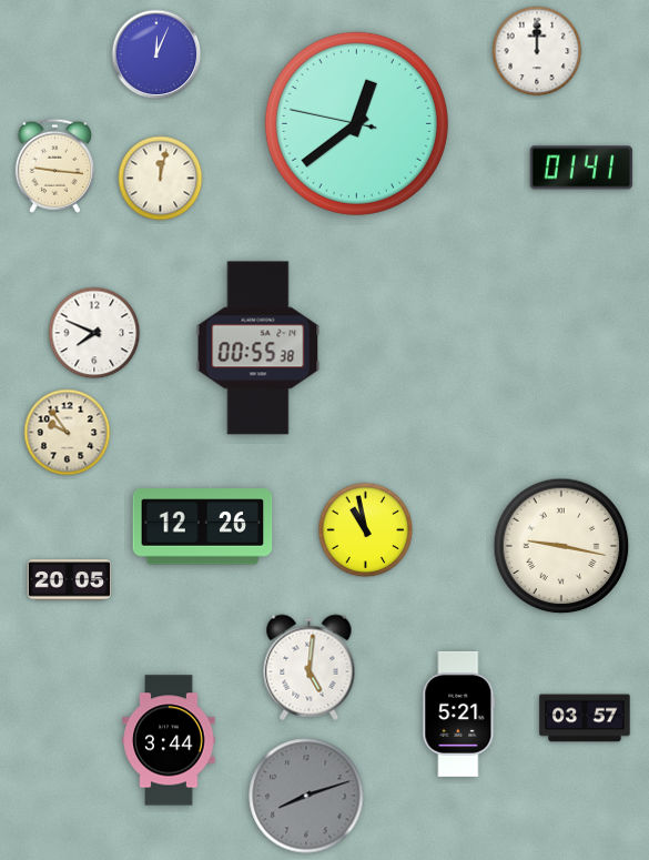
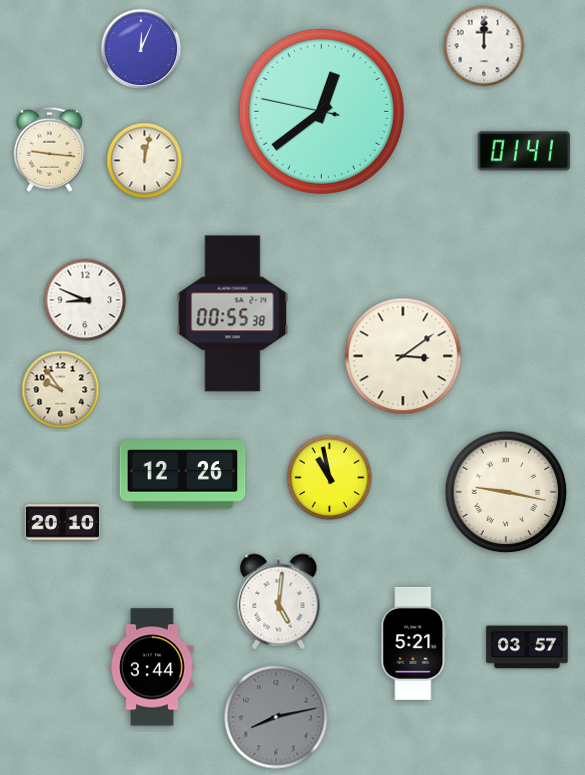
clock at (94, 333): 7:49 -> 8:49
clock at (403, 356): none -> 3:09
clock at (70, 580): 20:05 -> 20:10
clock at (306, 796): 8:12 -> 8:13
